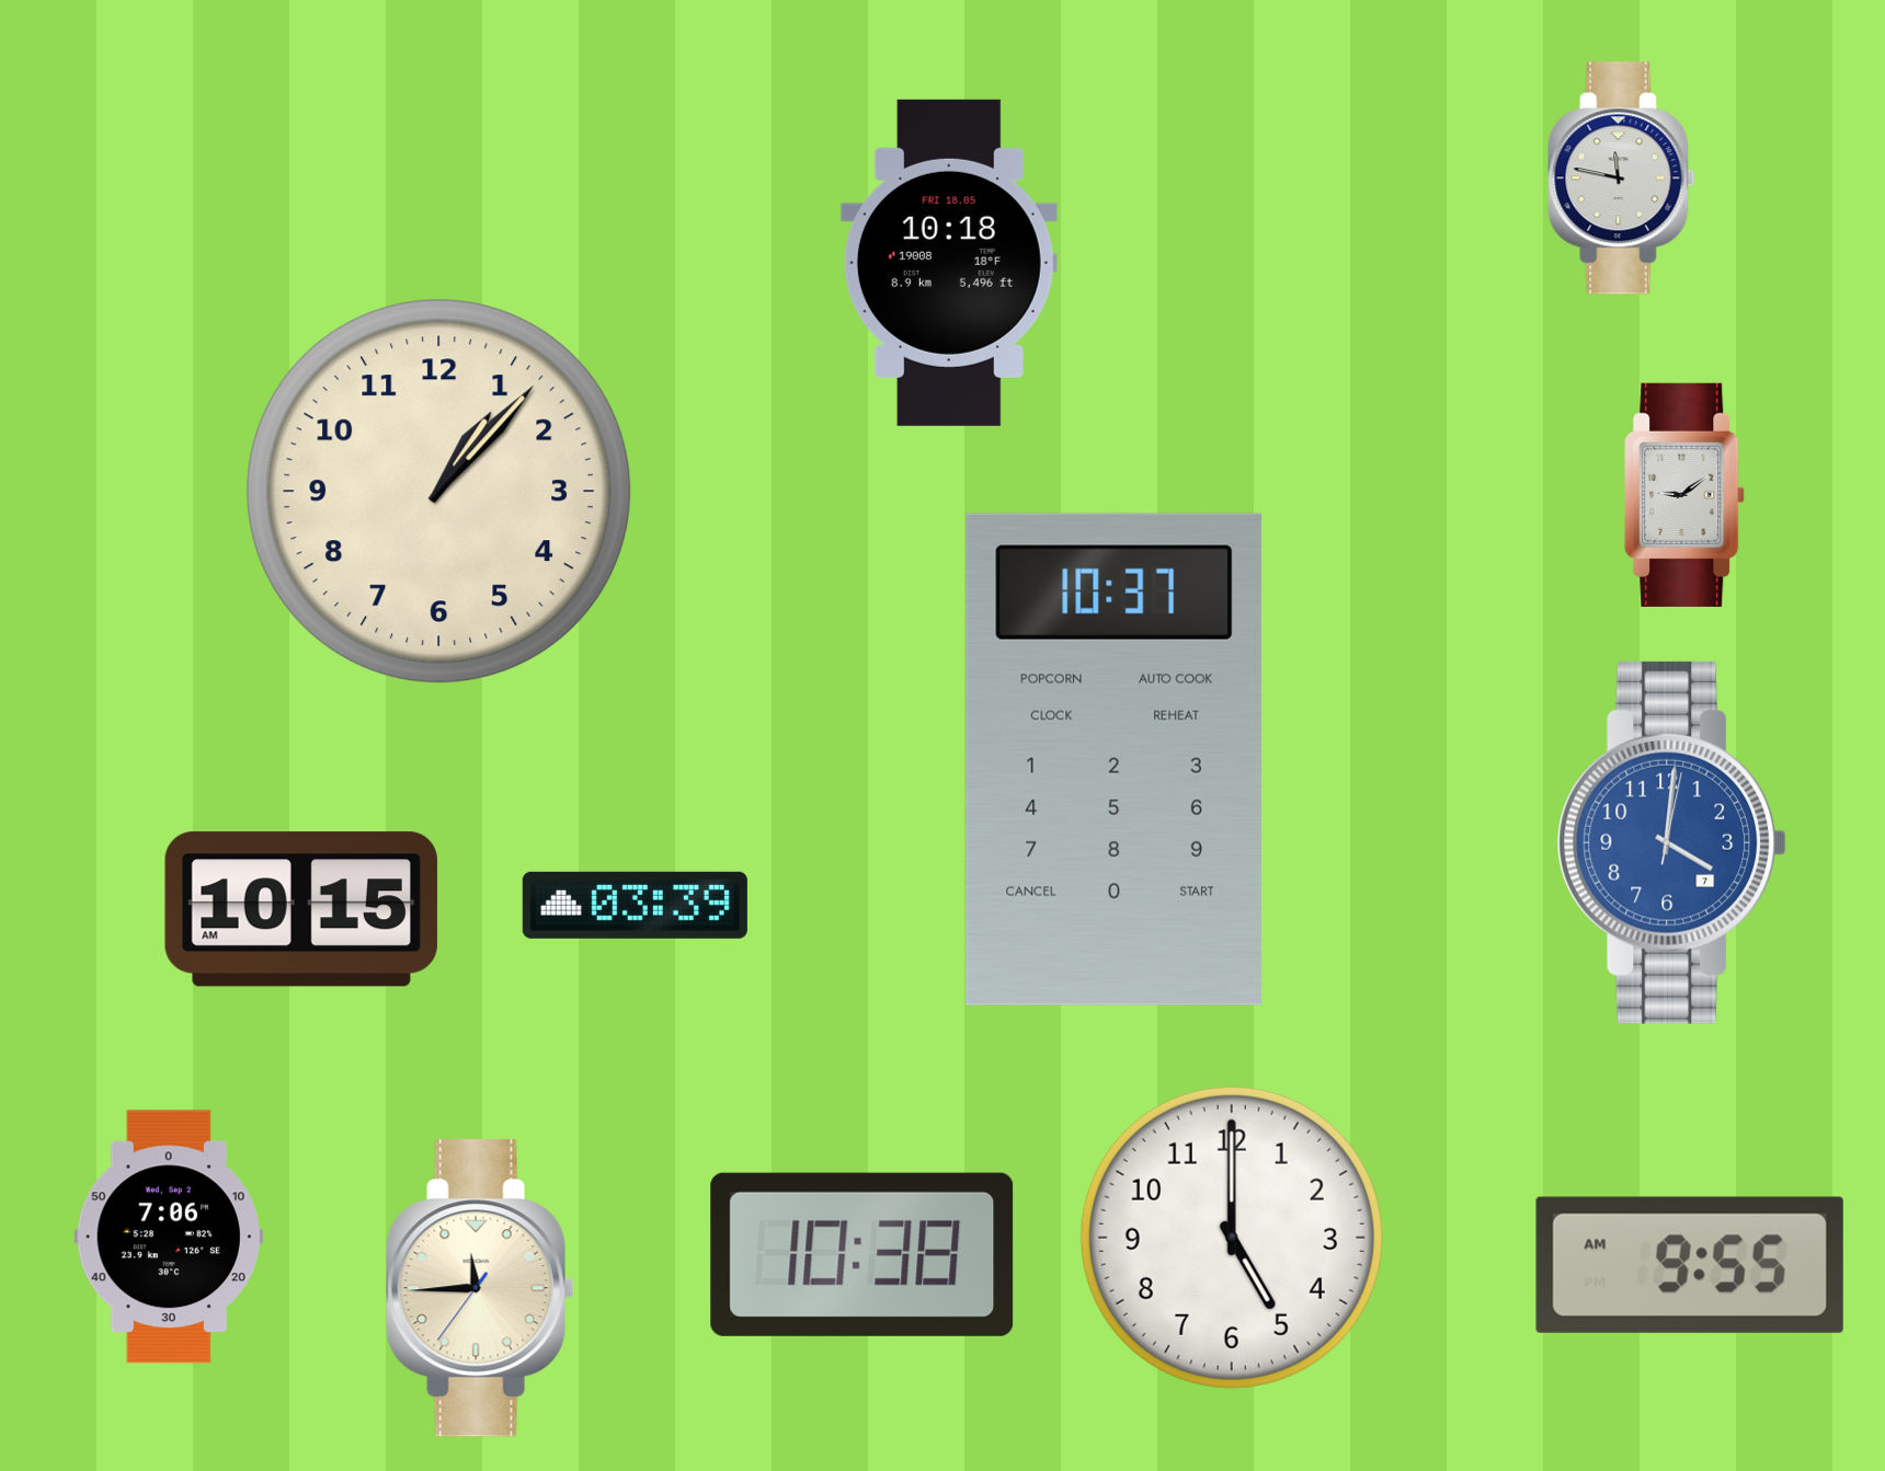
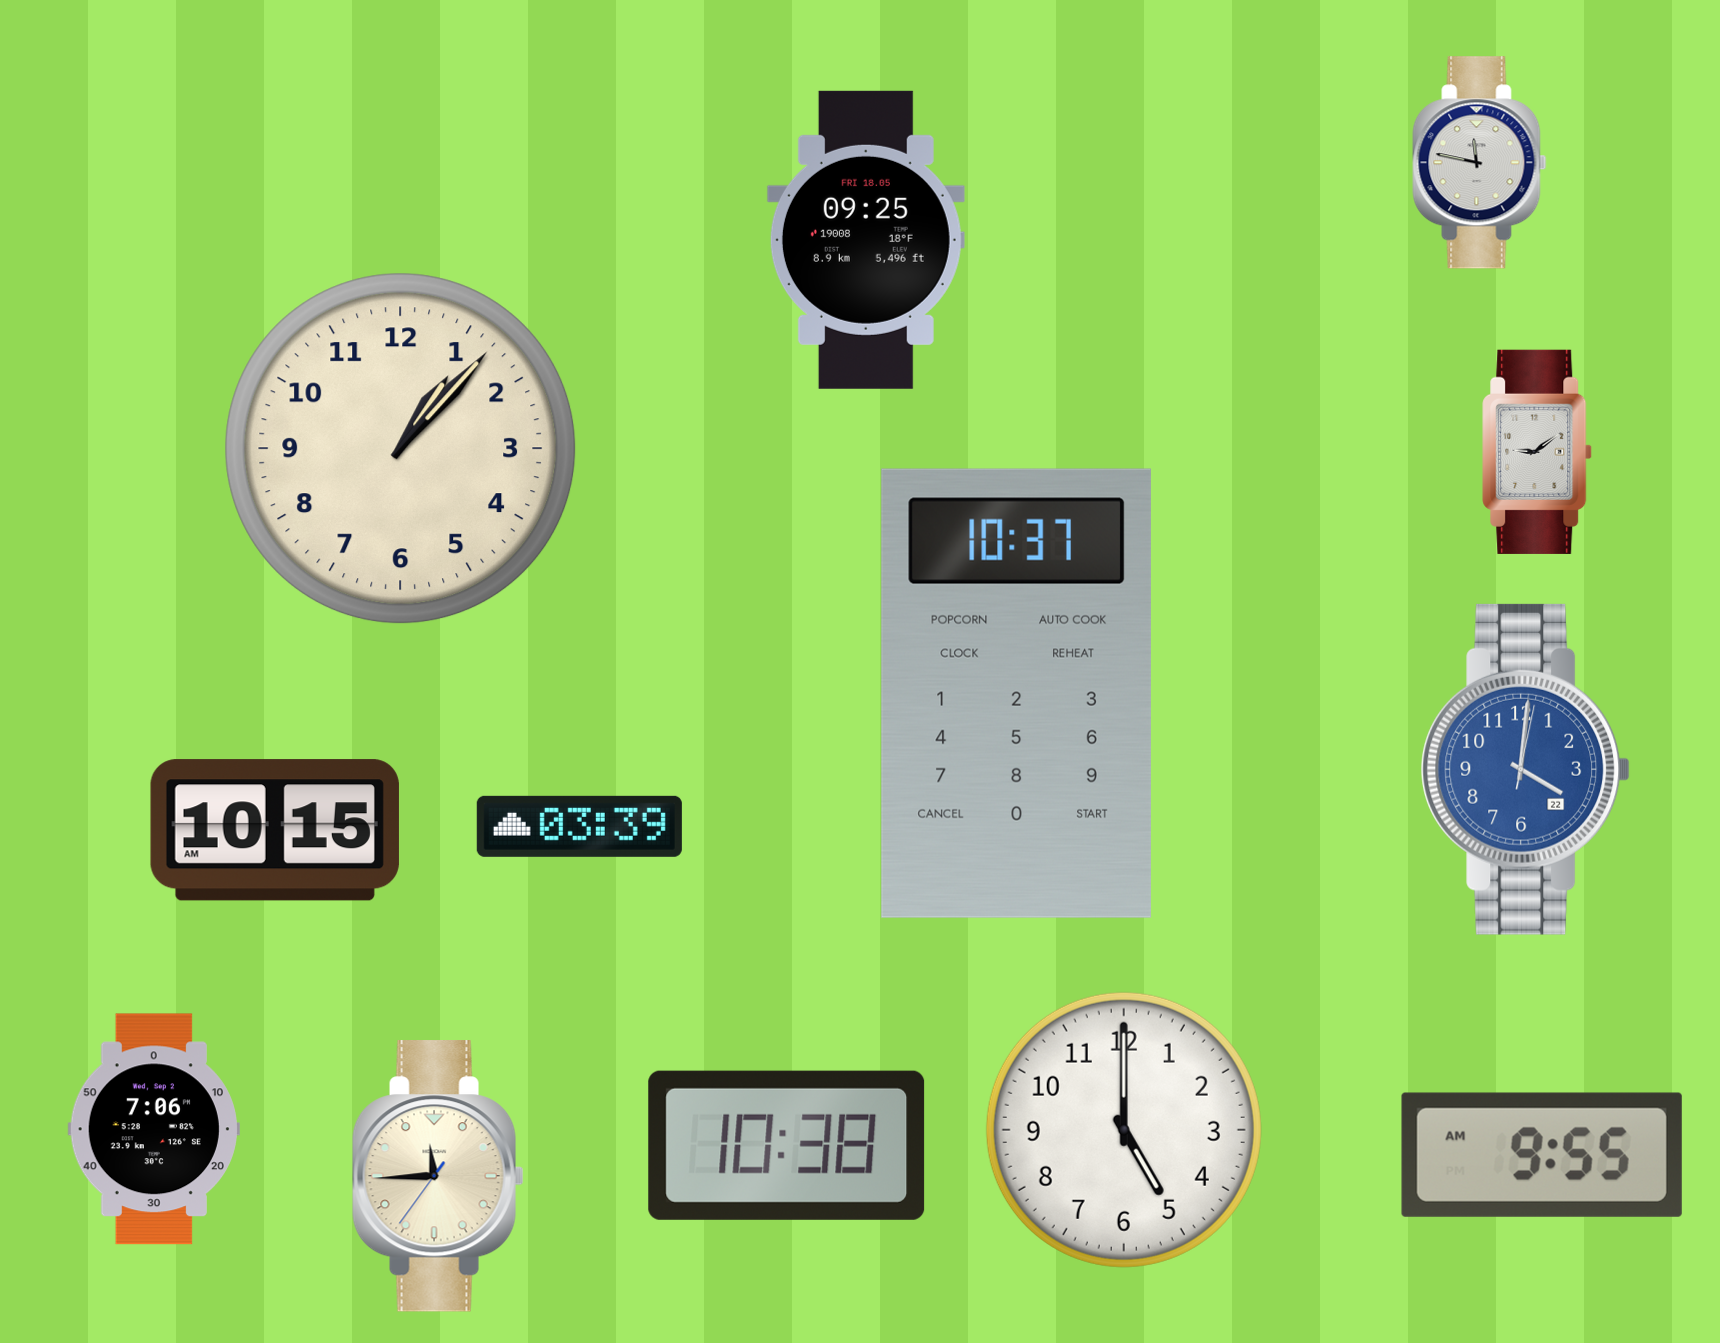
clock at (949, 263): 10:18 -> 09:25
clock at (1672, 842) date: 7 -> 22
